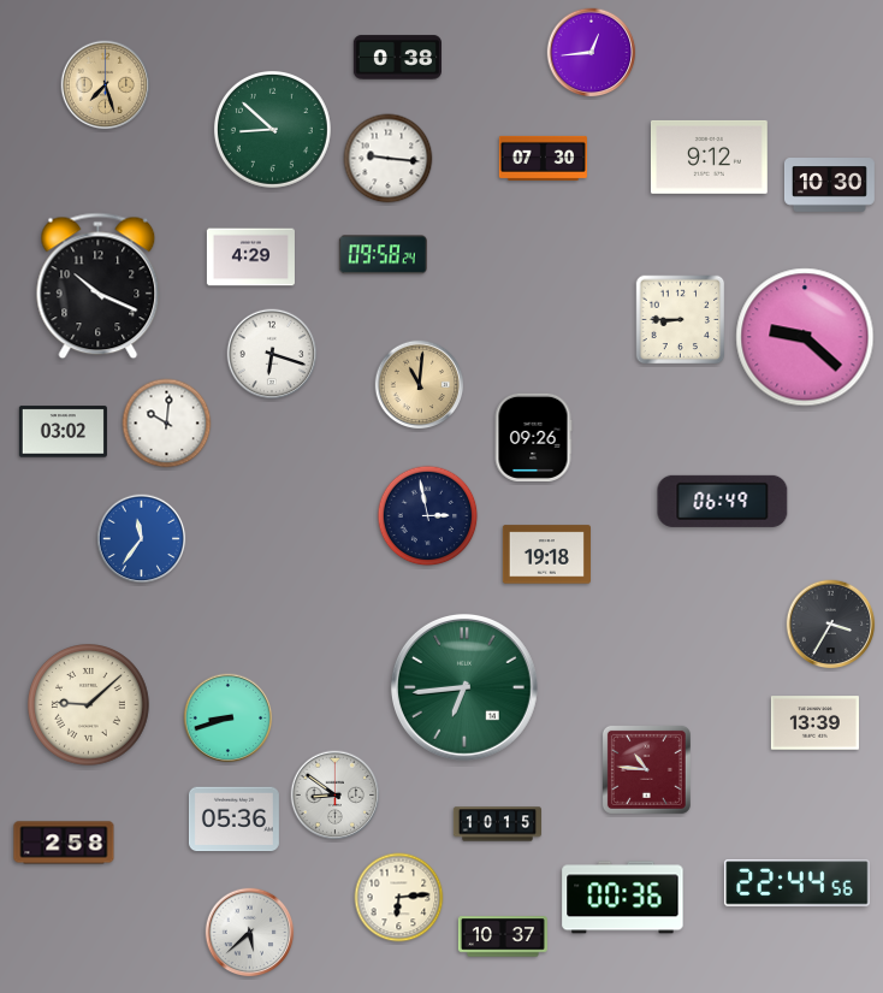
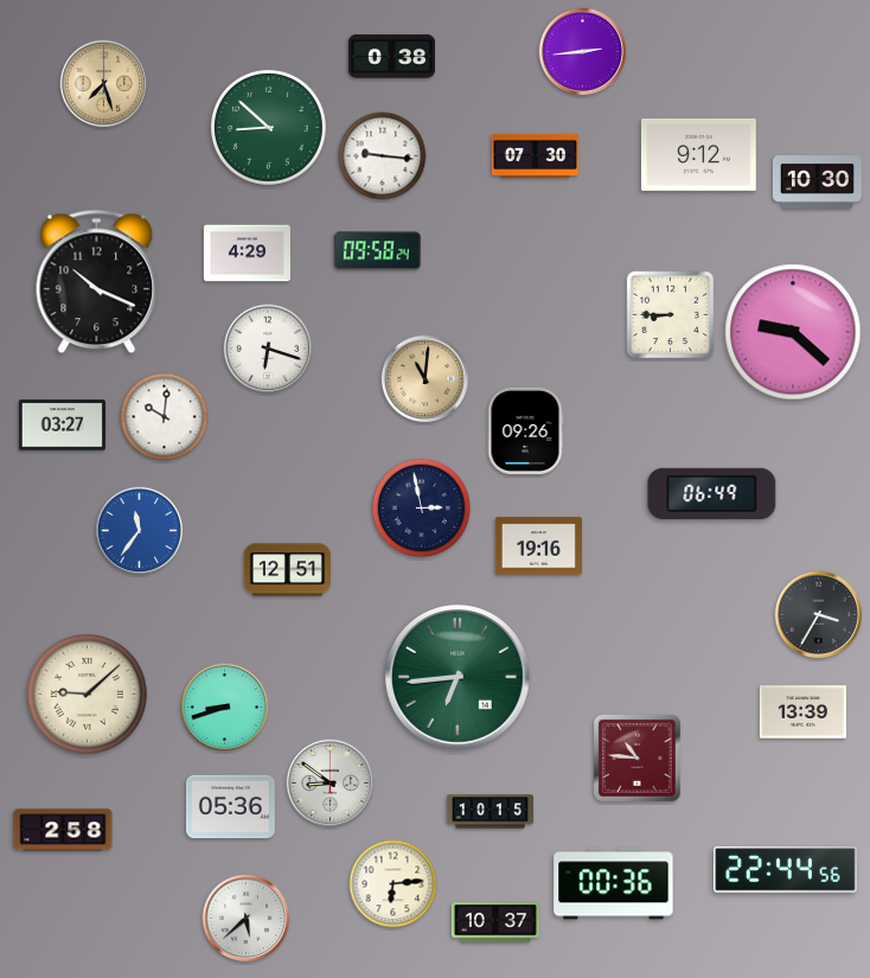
clock at (592, 53): 12:44 -> 2:44
clock at (420, 385) position: (420, 385) -> (426, 379)
clock at (63, 432): 03:02 -> 03:27
clock at (546, 555): 19:18 -> 19:16
clock at (287, 570): none -> 12:51
